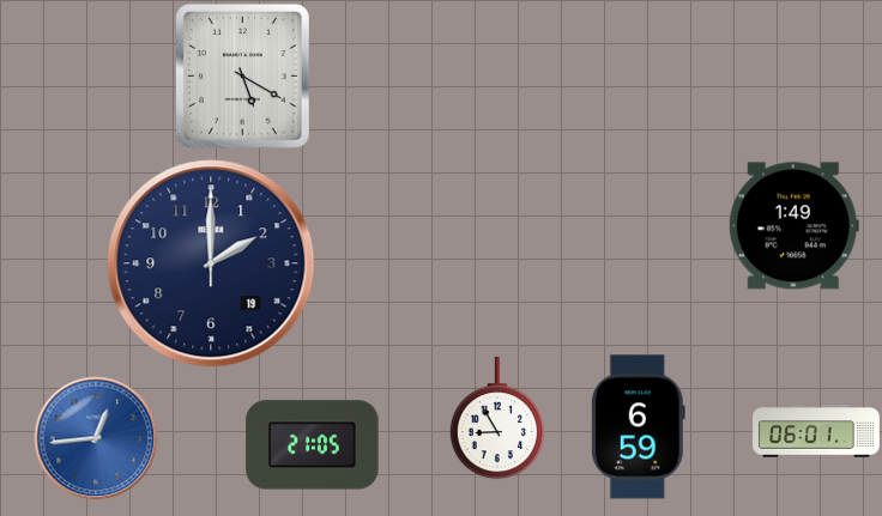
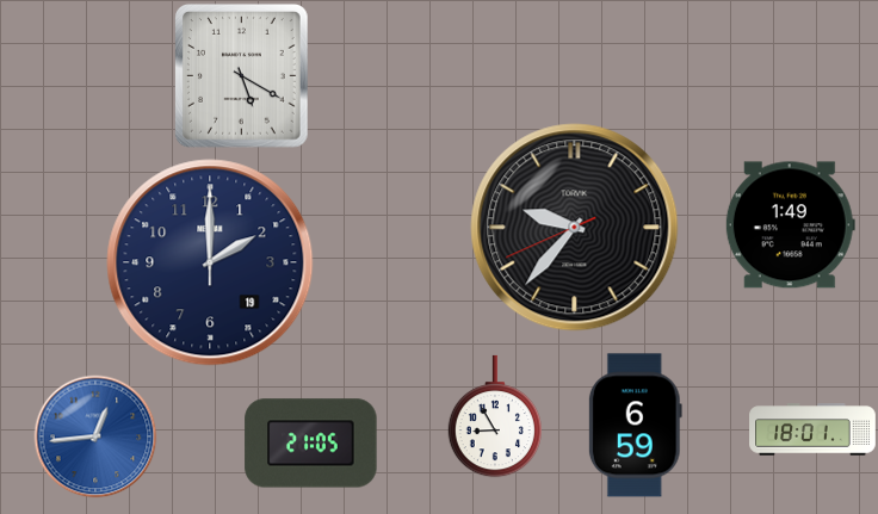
clock at (575, 228): none -> 9:36
clock at (816, 431): 06:01 -> 18:01
